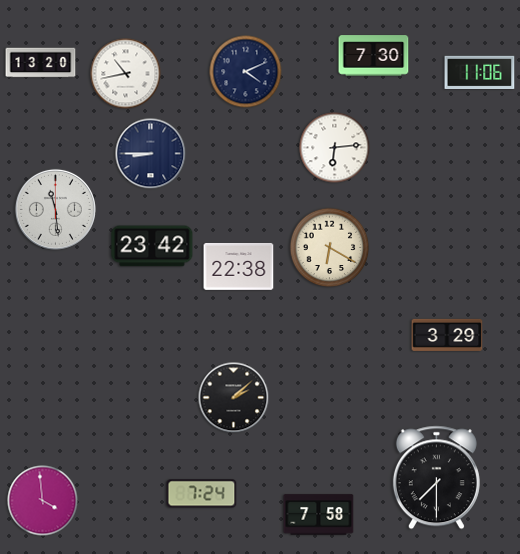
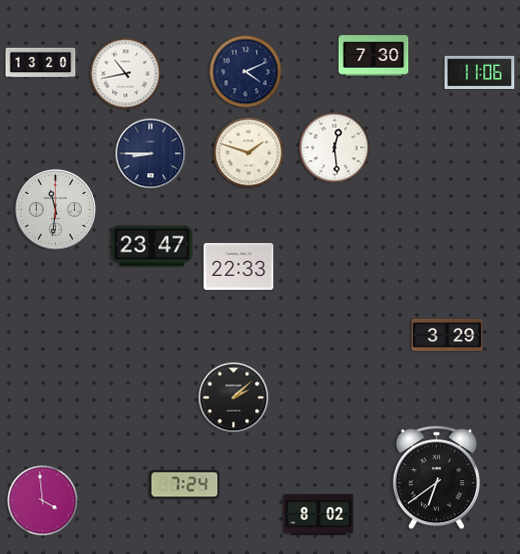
clock at (335, 148): 6:14 -> 12:29
clock at (249, 153): none -> 1:48
clock at (55, 209): 11:29 -> 11:31
clock at (152, 246): 23:42 -> 23:47
clock at (330, 248): 6:20 -> none
clock at (239, 266): 22:38 -> 22:33
clock at (436, 478): 7:30 -> 6:39
clock at (202, 494) position: (202, 494) -> (185, 485)
clock at (319, 515): 7:58 -> 8:02
